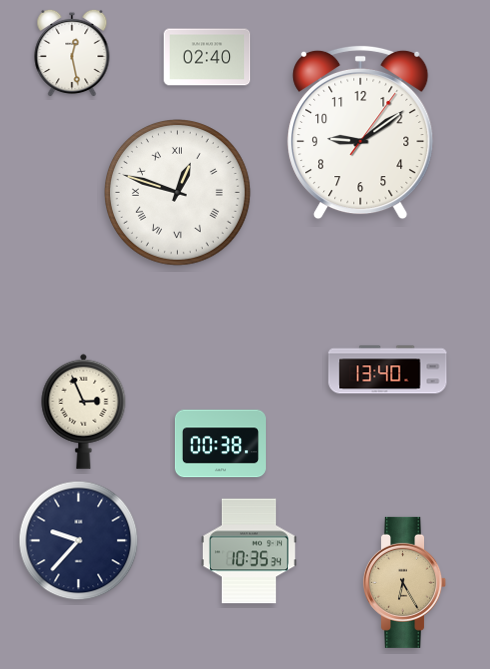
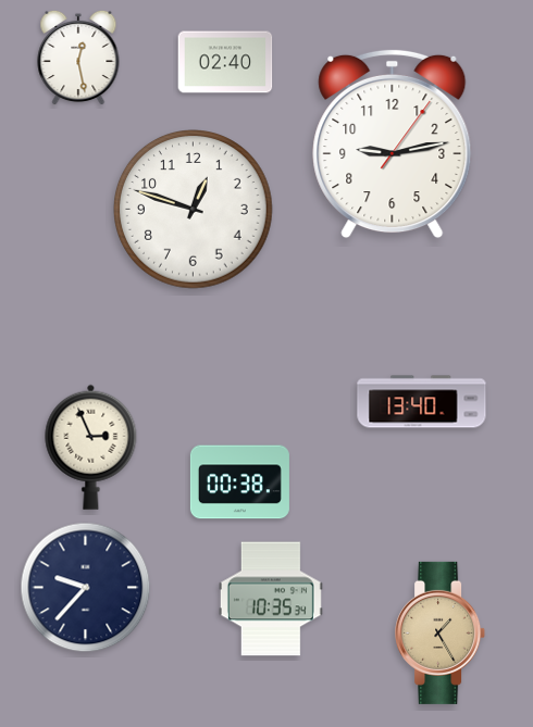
clock at (361, 132): 9:09 -> 9:13
clock at (178, 193) numerals: Roman -> Arabic
clock at (405, 582): 6:25 -> 1:25
